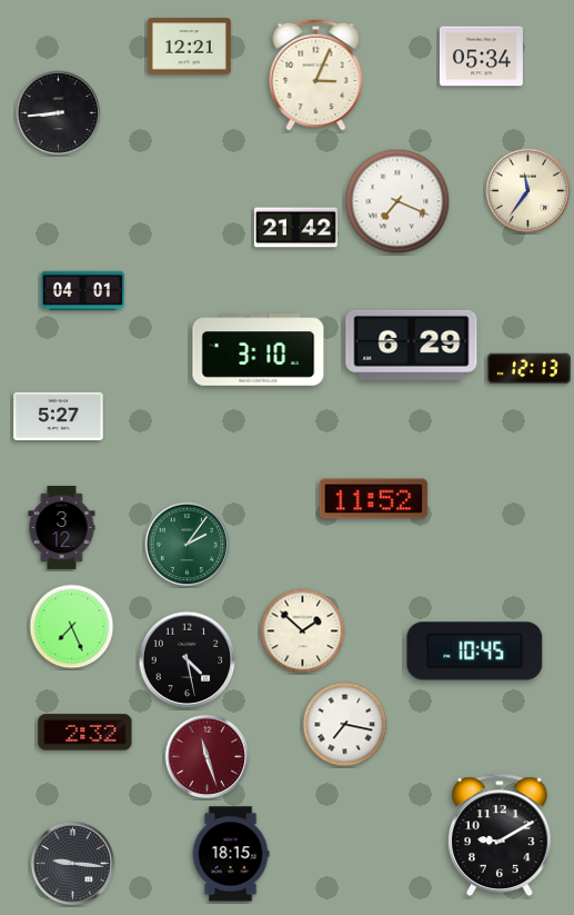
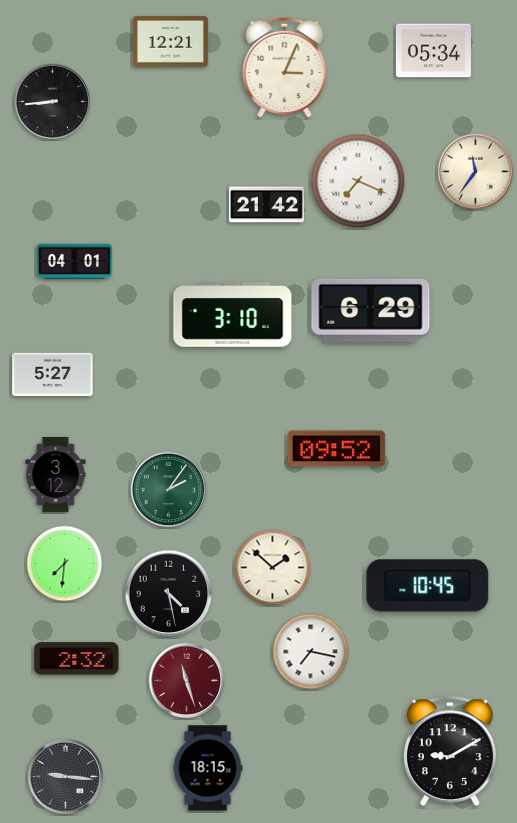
clock at (528, 369): 12:13 -> none
clock at (374, 499): 11:52 -> 09:52
clock at (72, 627): 7:26 -> 7:31
